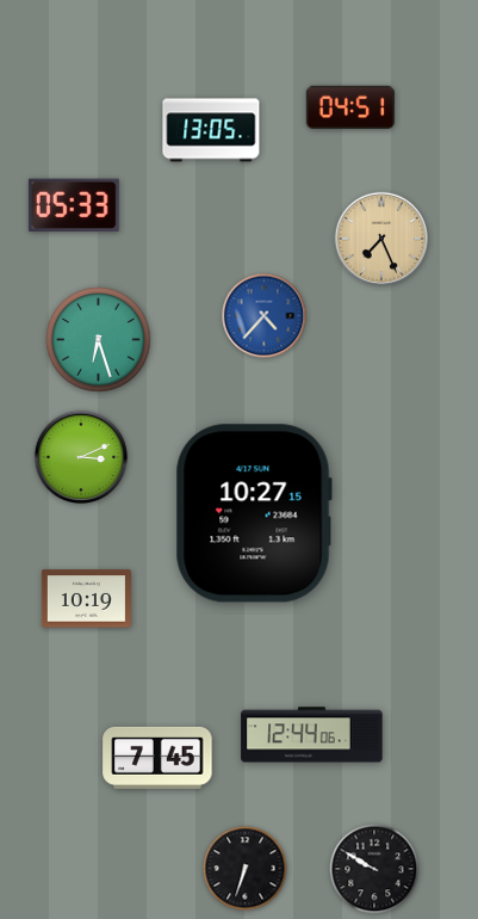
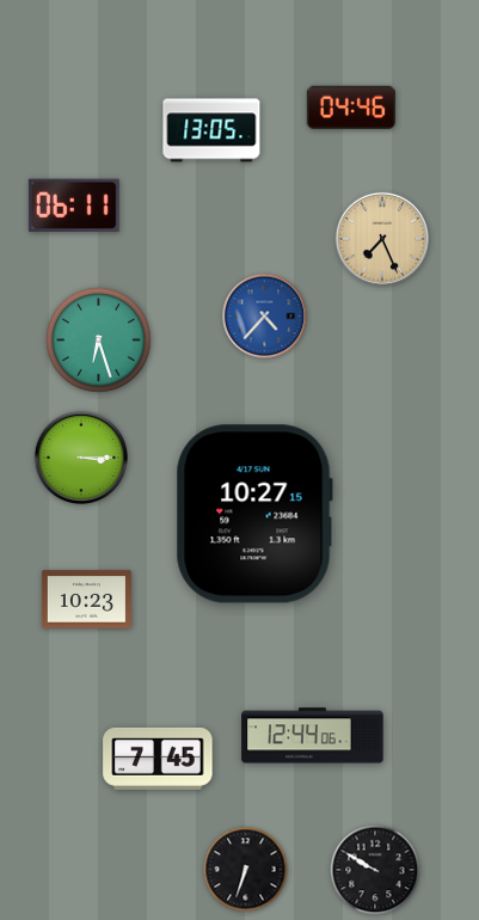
clock at (350, 107): 04:51 -> 04:46
clock at (74, 204): 05:33 -> 06:11
clock at (80, 456): 3:11 -> 3:15
clock at (86, 599): 10:19 -> 10:23
